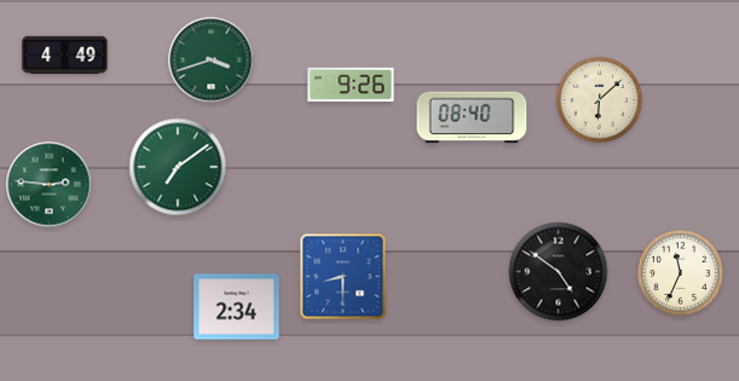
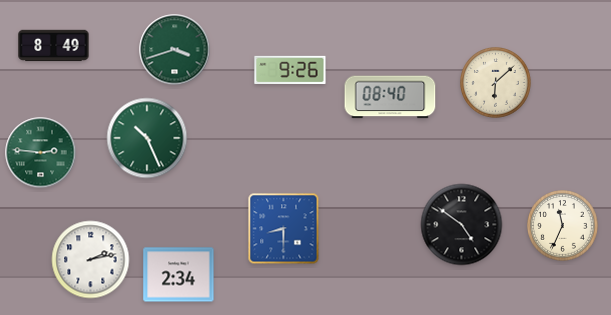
clock at (65, 56): 4:49 -> 8:49
clock at (178, 167): 7:09 -> 10:26
clock at (237, 307) position: (237, 307) -> (179, 275)
clock at (91, 260): none -> 2:13
